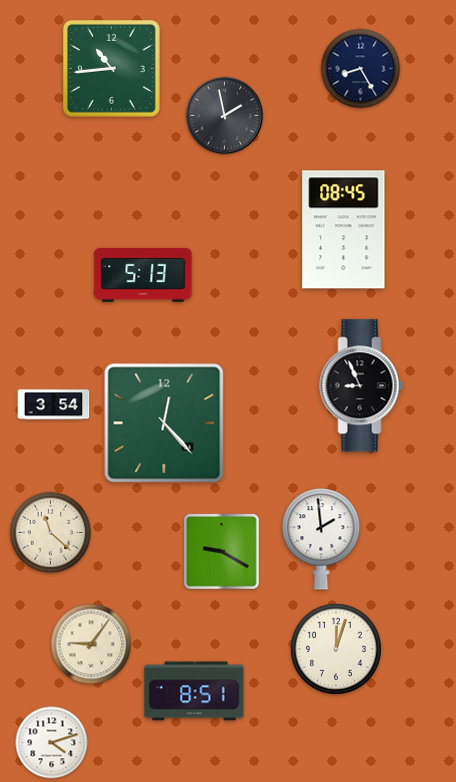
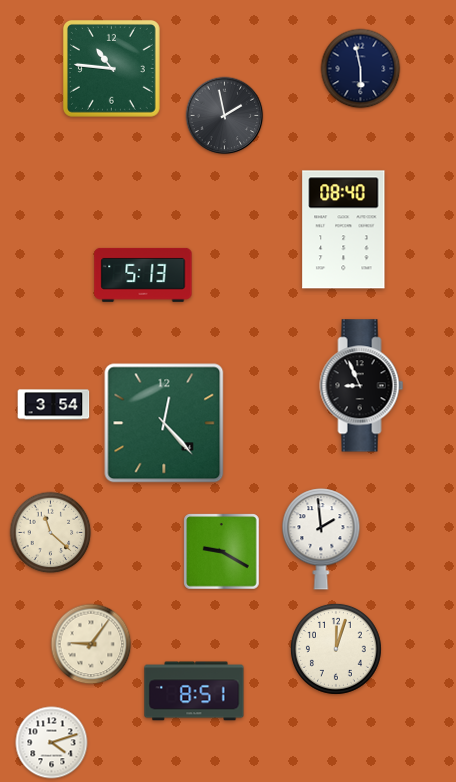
clock at (111, 68): 10:44 -> 10:46
clock at (361, 69): 8:25 -> 5:58
clock at (344, 230): 08:45 -> 08:40
